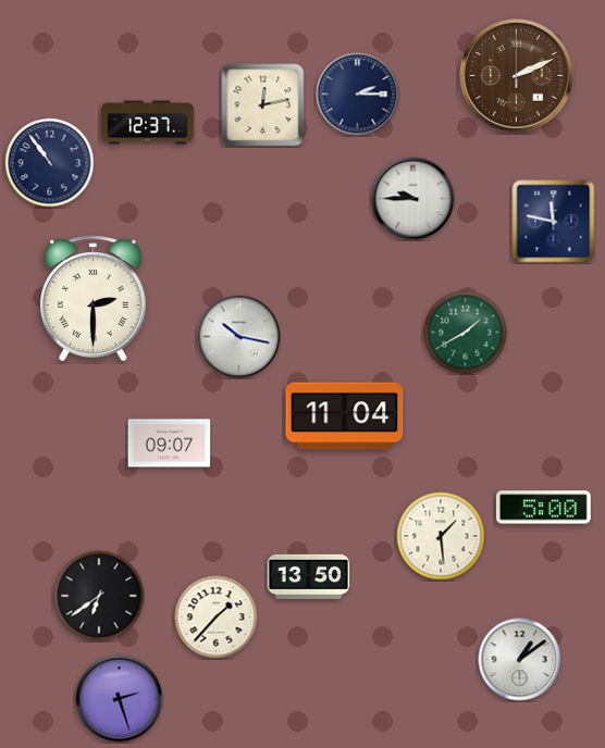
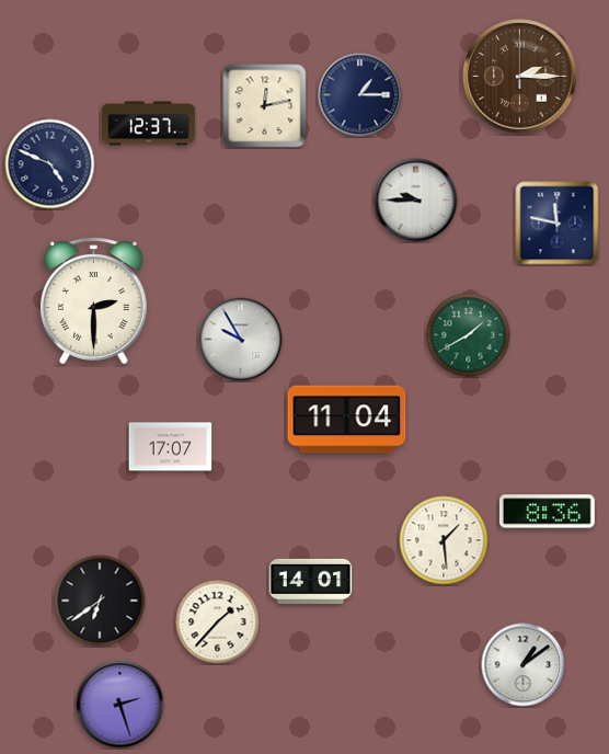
clock at (517, 76): 2:11 -> 2:15
clock at (358, 95): 2:15 -> 1:15
clock at (50, 163): 10:54 -> 4:49
clock at (239, 337): 10:17 -> 9:55
clock at (170, 444): 09:07 -> 17:07
clock at (543, 508): 5:00 -> 8:36
clock at (309, 576): 13:50 -> 14:01
